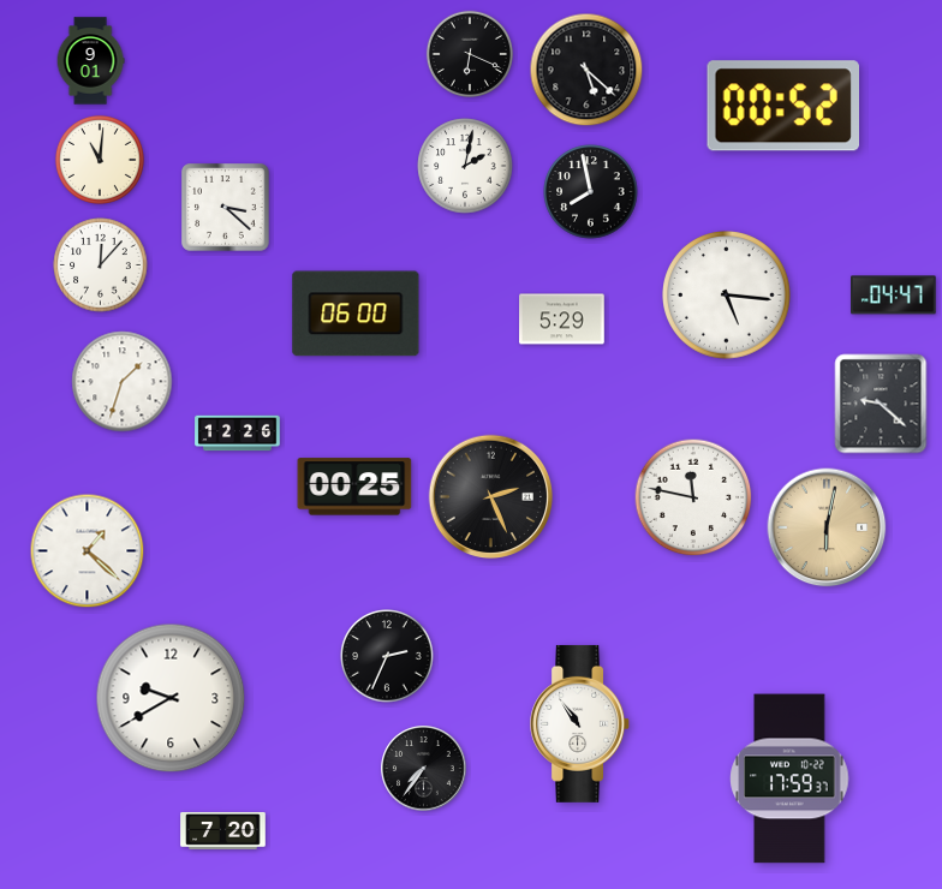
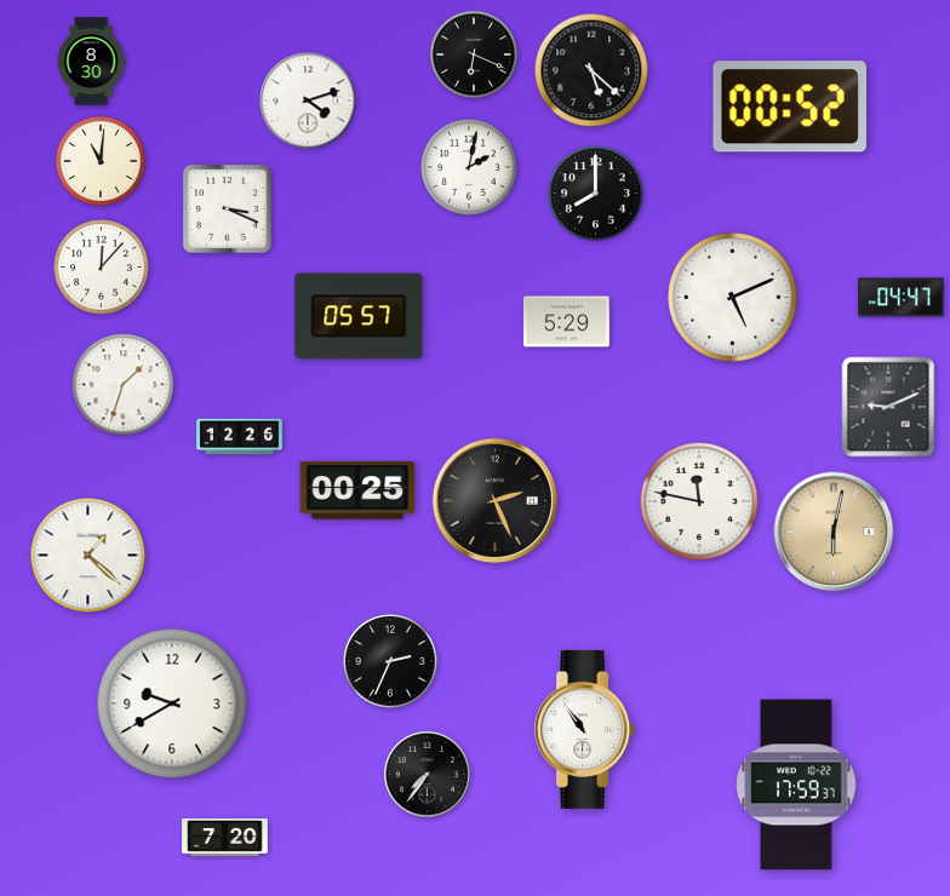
clock at (90, 61): 9:01 -> 8:30
clock at (308, 100): none -> 4:12
clock at (591, 192): 7:58 -> 8:00
clock at (226, 208): 3:22 -> 3:19
clock at (727, 296): 5:16 -> 5:11
clock at (356, 314): 06:00 -> 05:57
clock at (881, 404): 9:22 -> 9:11
